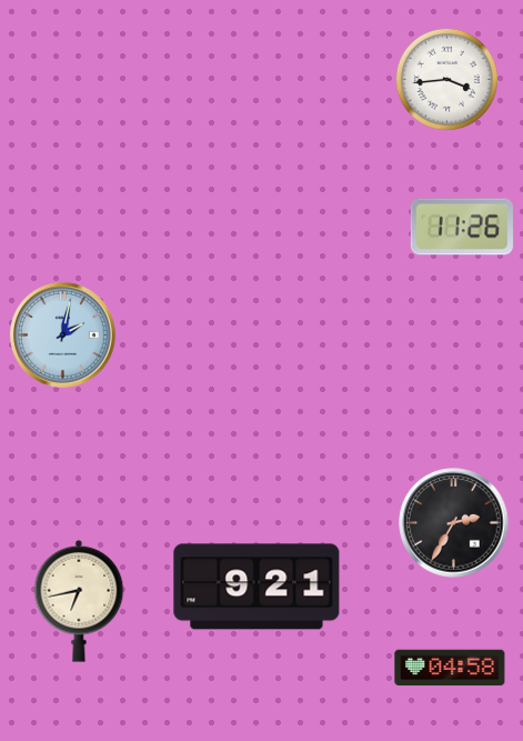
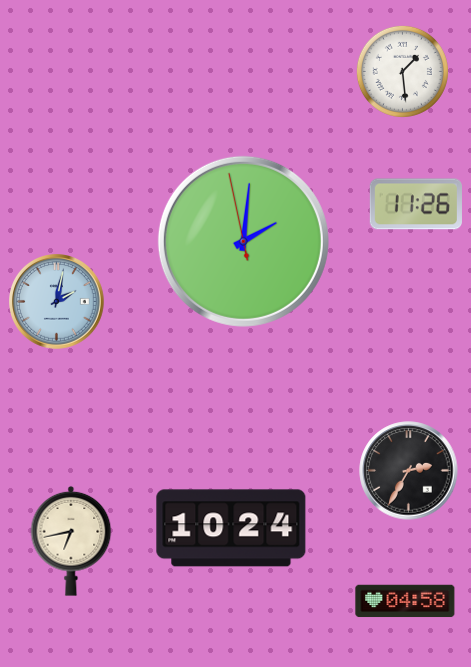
clock at (446, 79): 3:44 -> 1:29
clock at (243, 241): none -> 2:00
clock at (257, 587): 9:21 -> 10:24
